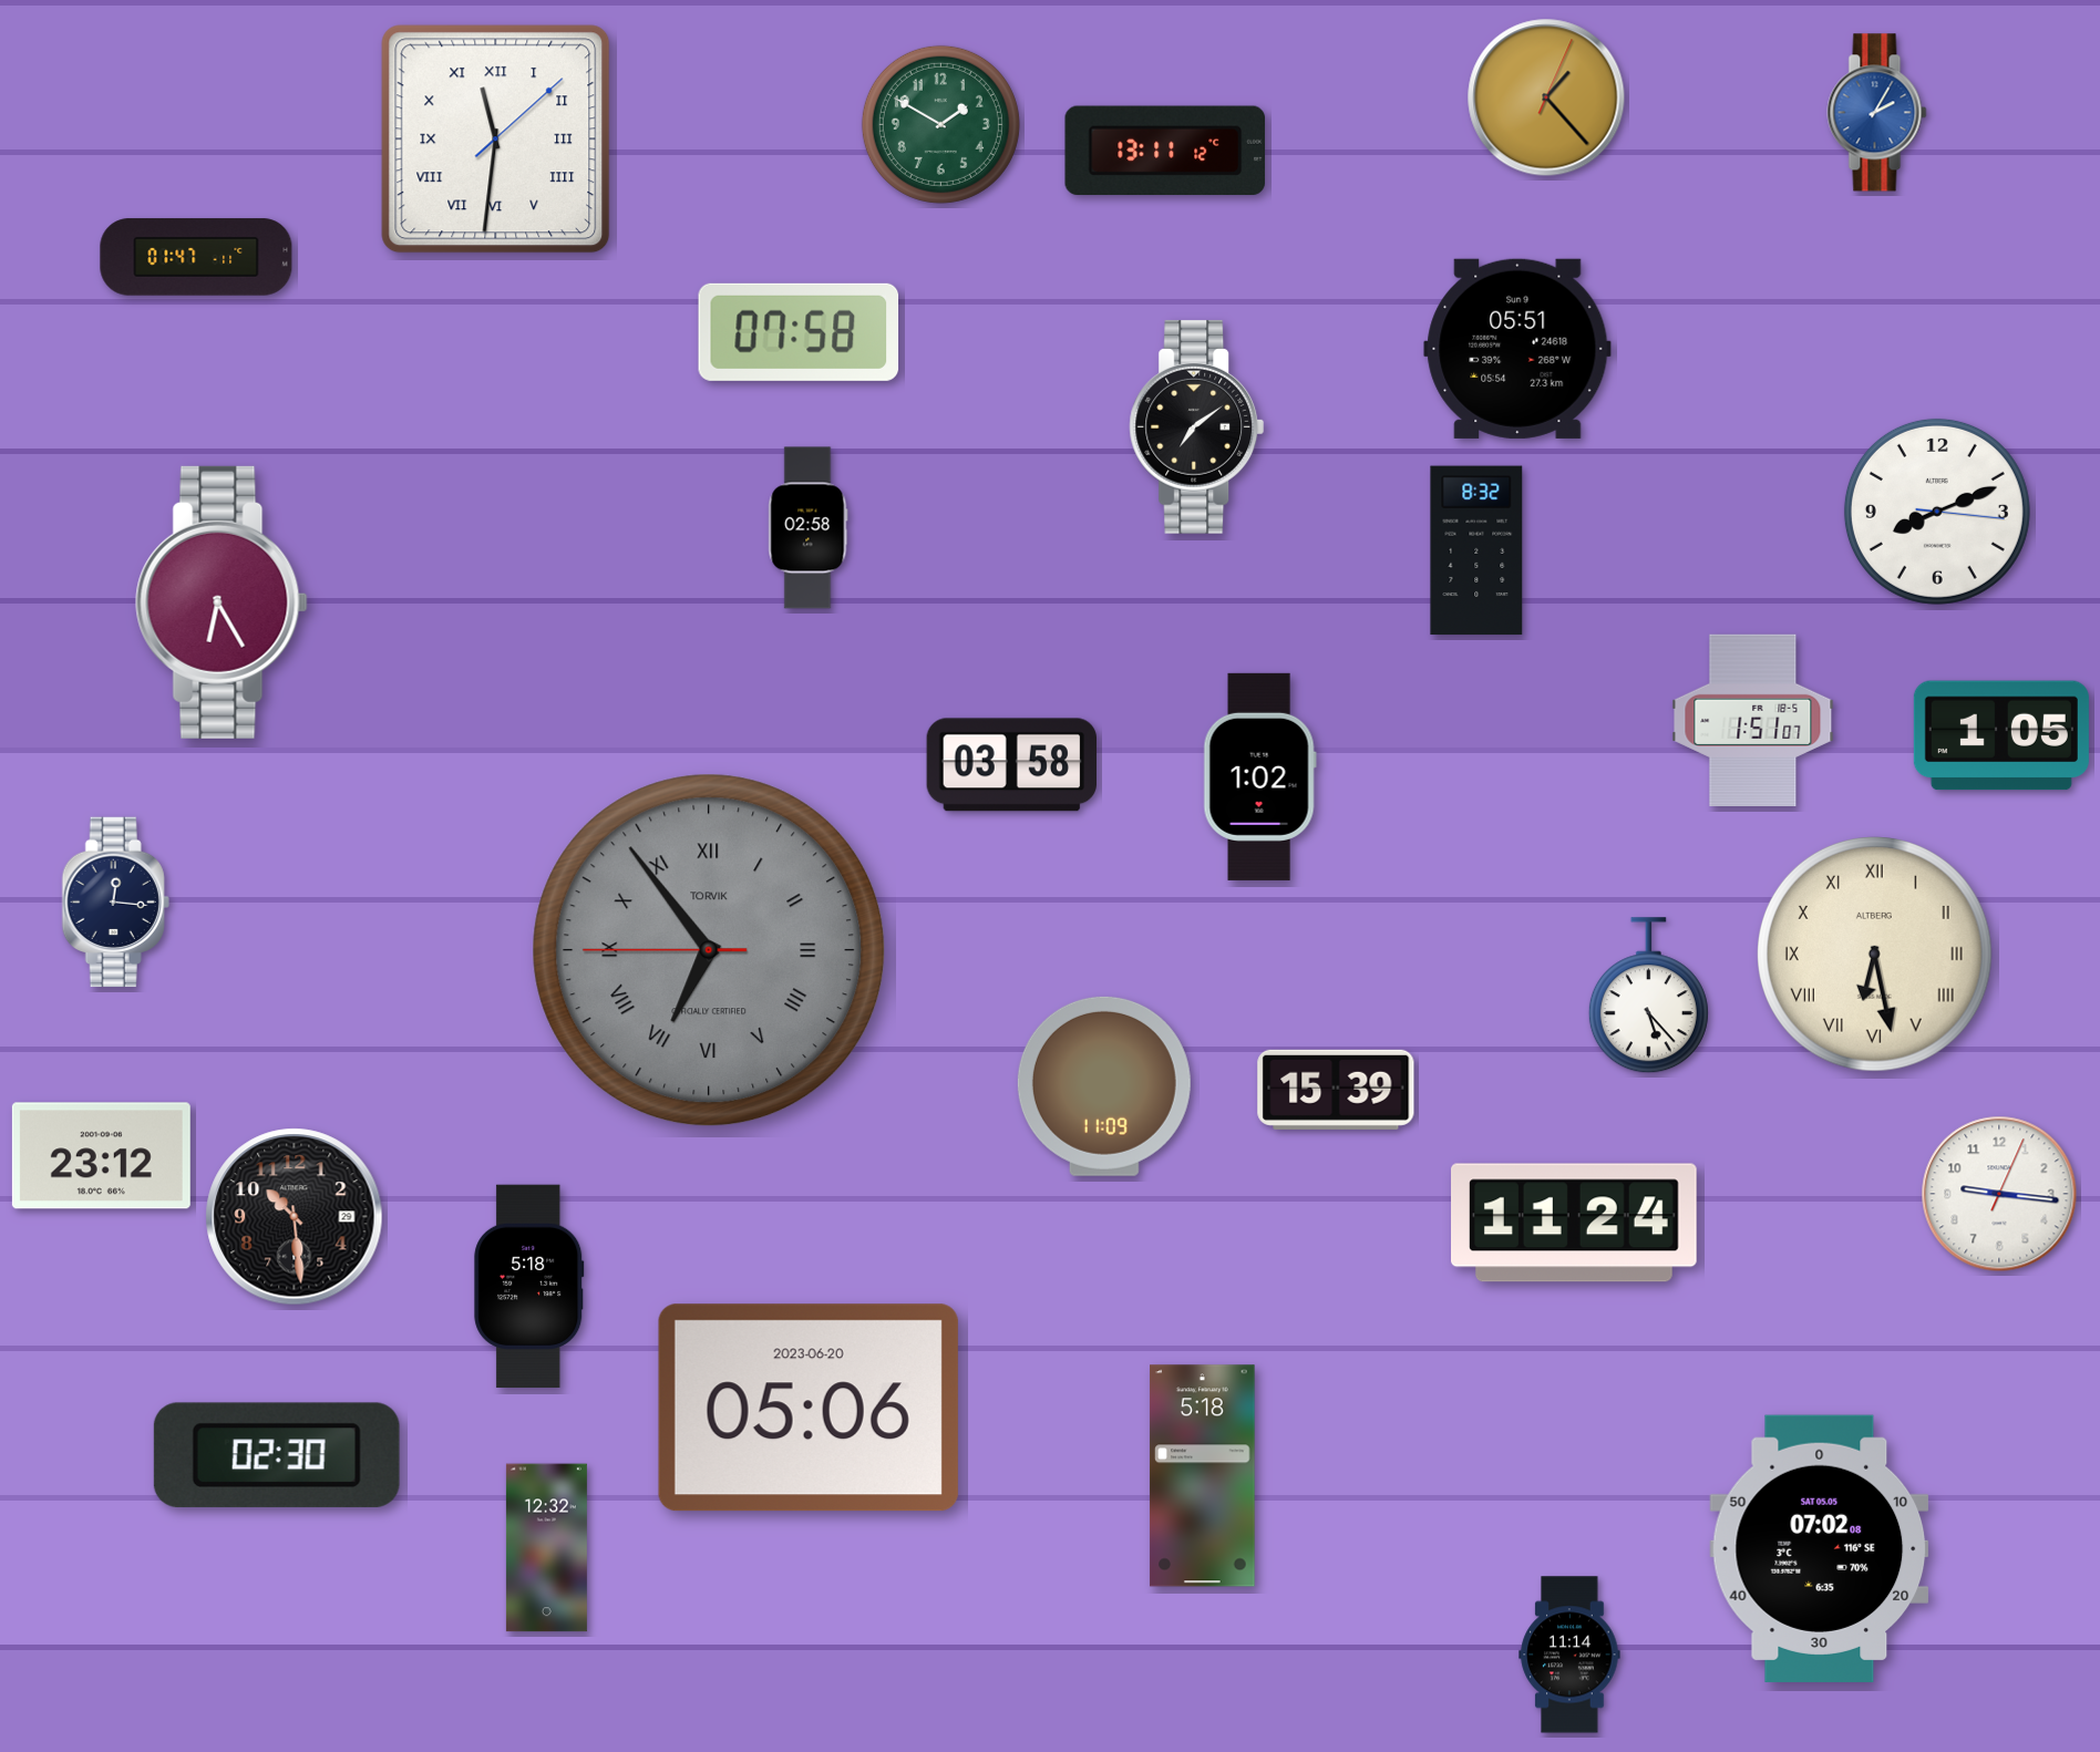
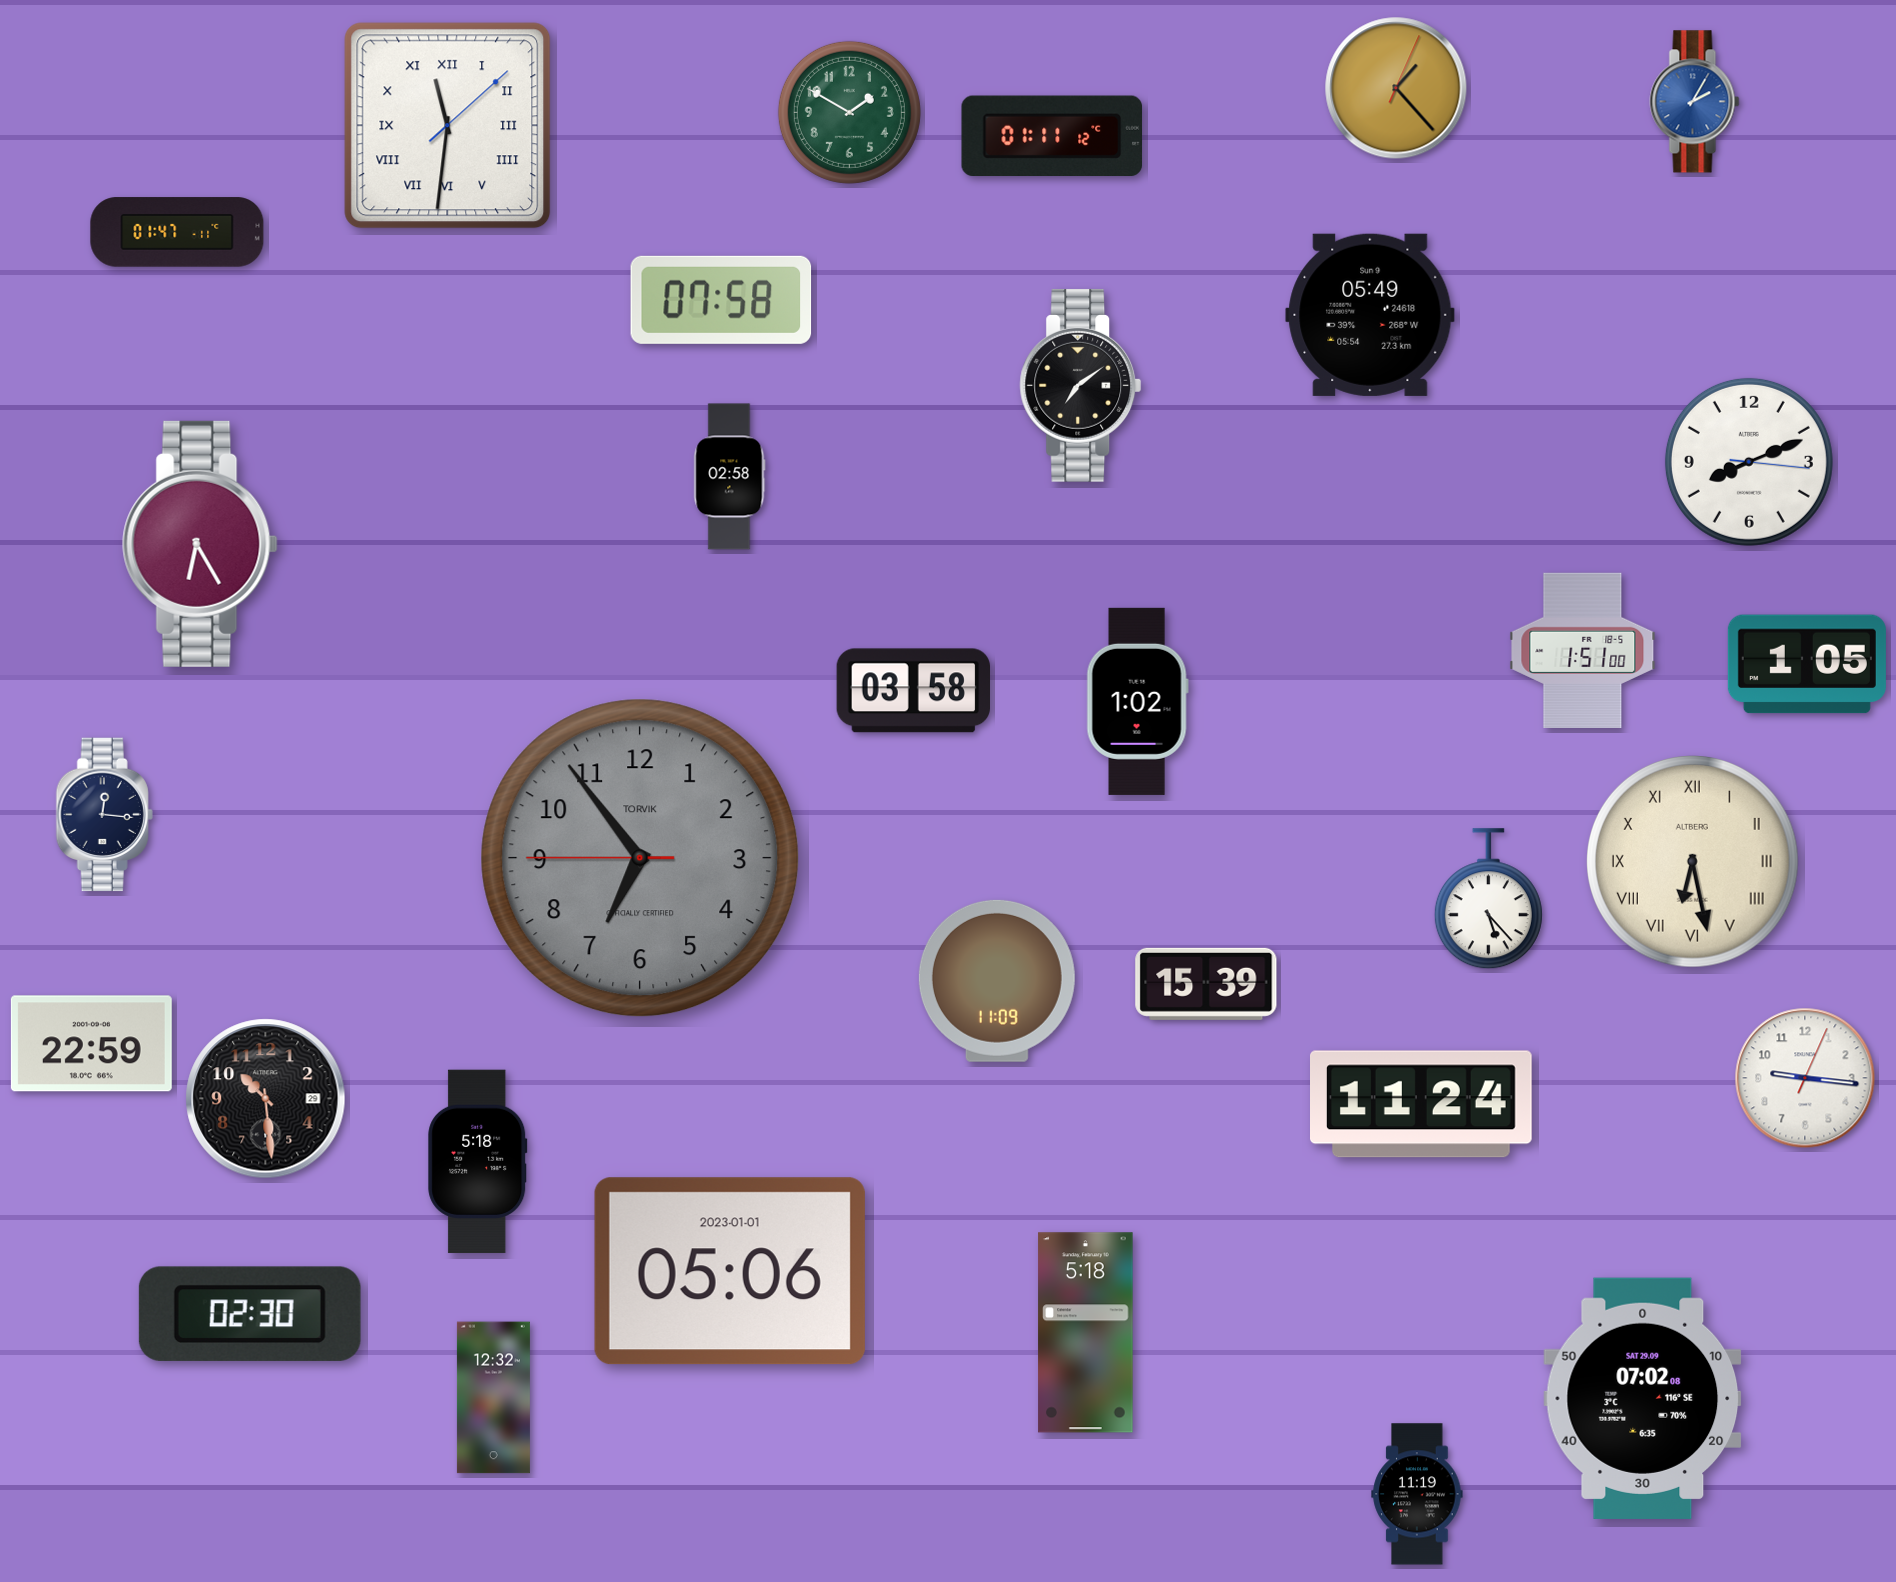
clock at (1165, 151): 13:11 -> 01:11
clock at (1517, 349): 05:51 -> 05:49
clock at (1476, 550): 8:32 -> none
clock at (1753, 720): 1:51:07 -> 1:51:00
clock at (709, 950) numerals: Roman -> Arabic
clock at (101, 1156): 23:12 -> 22:59
clock at (809, 1408) date: 2023-06-20 -> 2023-01-01
clock at (1820, 1548) date: SAT 05.05 -> SAT 29.09
clock at (1569, 1655): 11:14 -> 11:19
